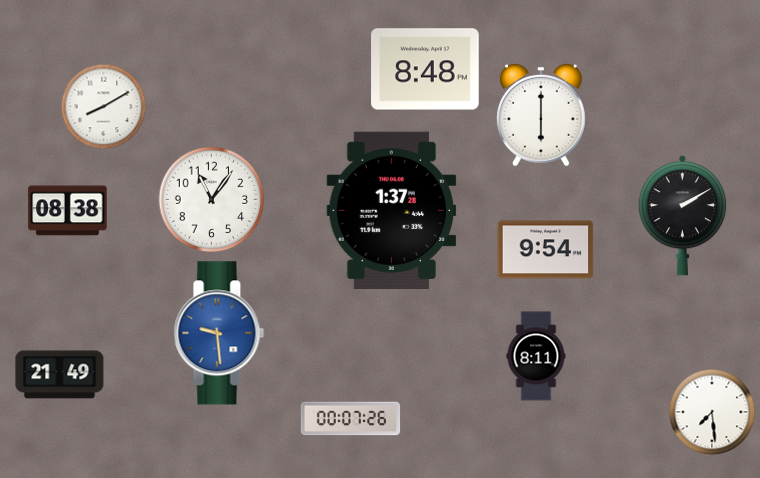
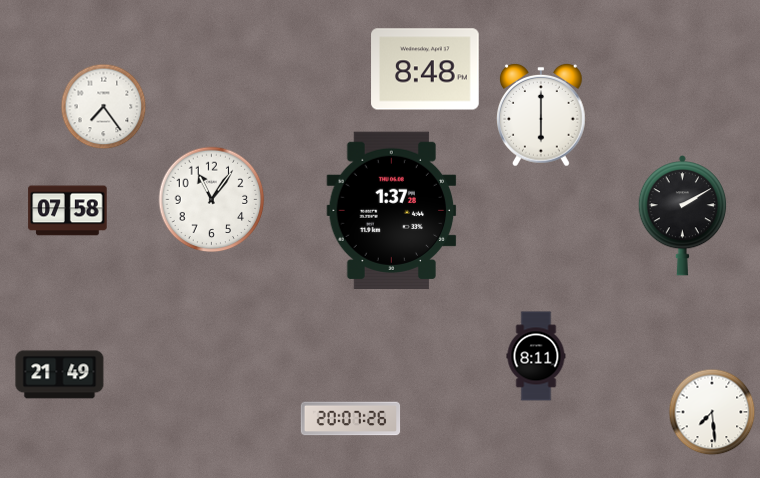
clock at (104, 107): 8:10 -> 7:24
clock at (68, 211): 08:38 -> 07:58
clock at (546, 250): 9:54 -> none
clock at (219, 333): 9:29 -> none
clock at (351, 419): 00:07 -> 20:07
